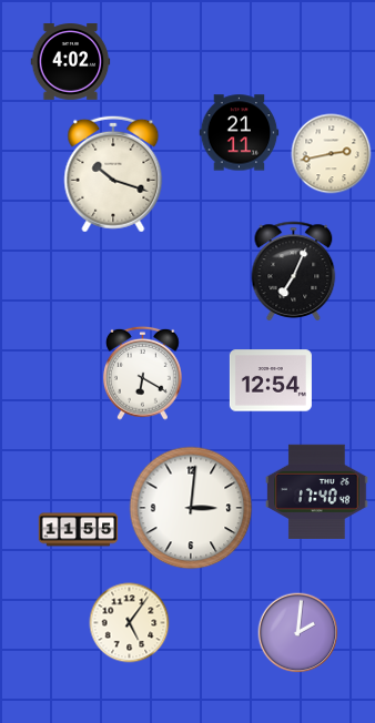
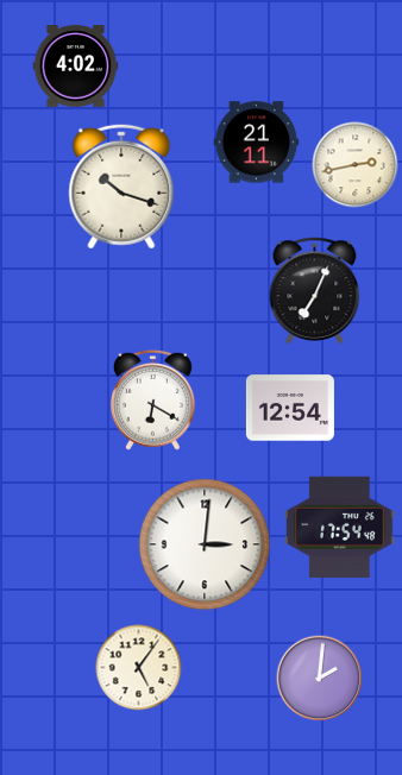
clock at (317, 491): 17:40 -> 17:54
clock at (79, 530): 11:55 -> none
